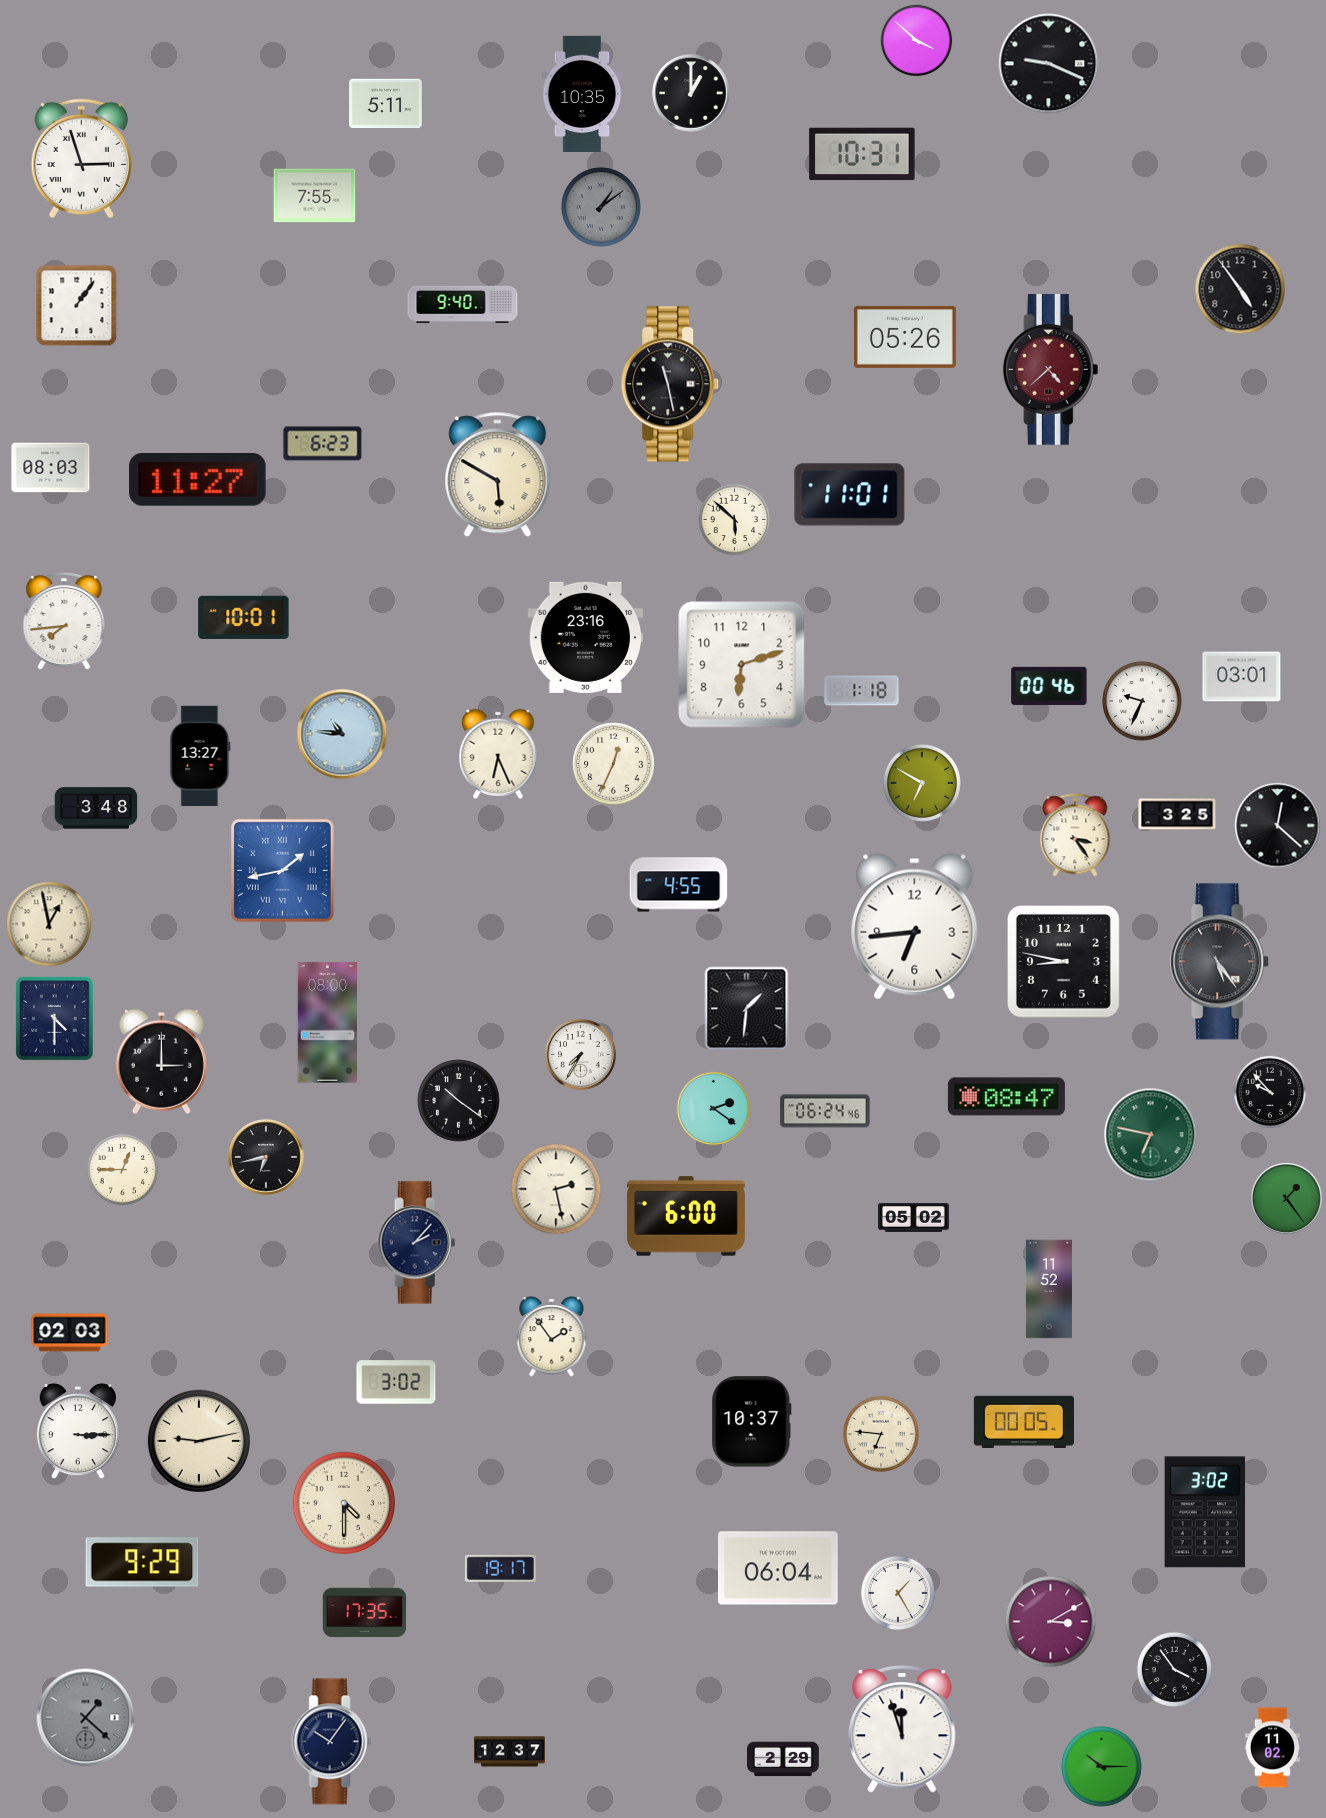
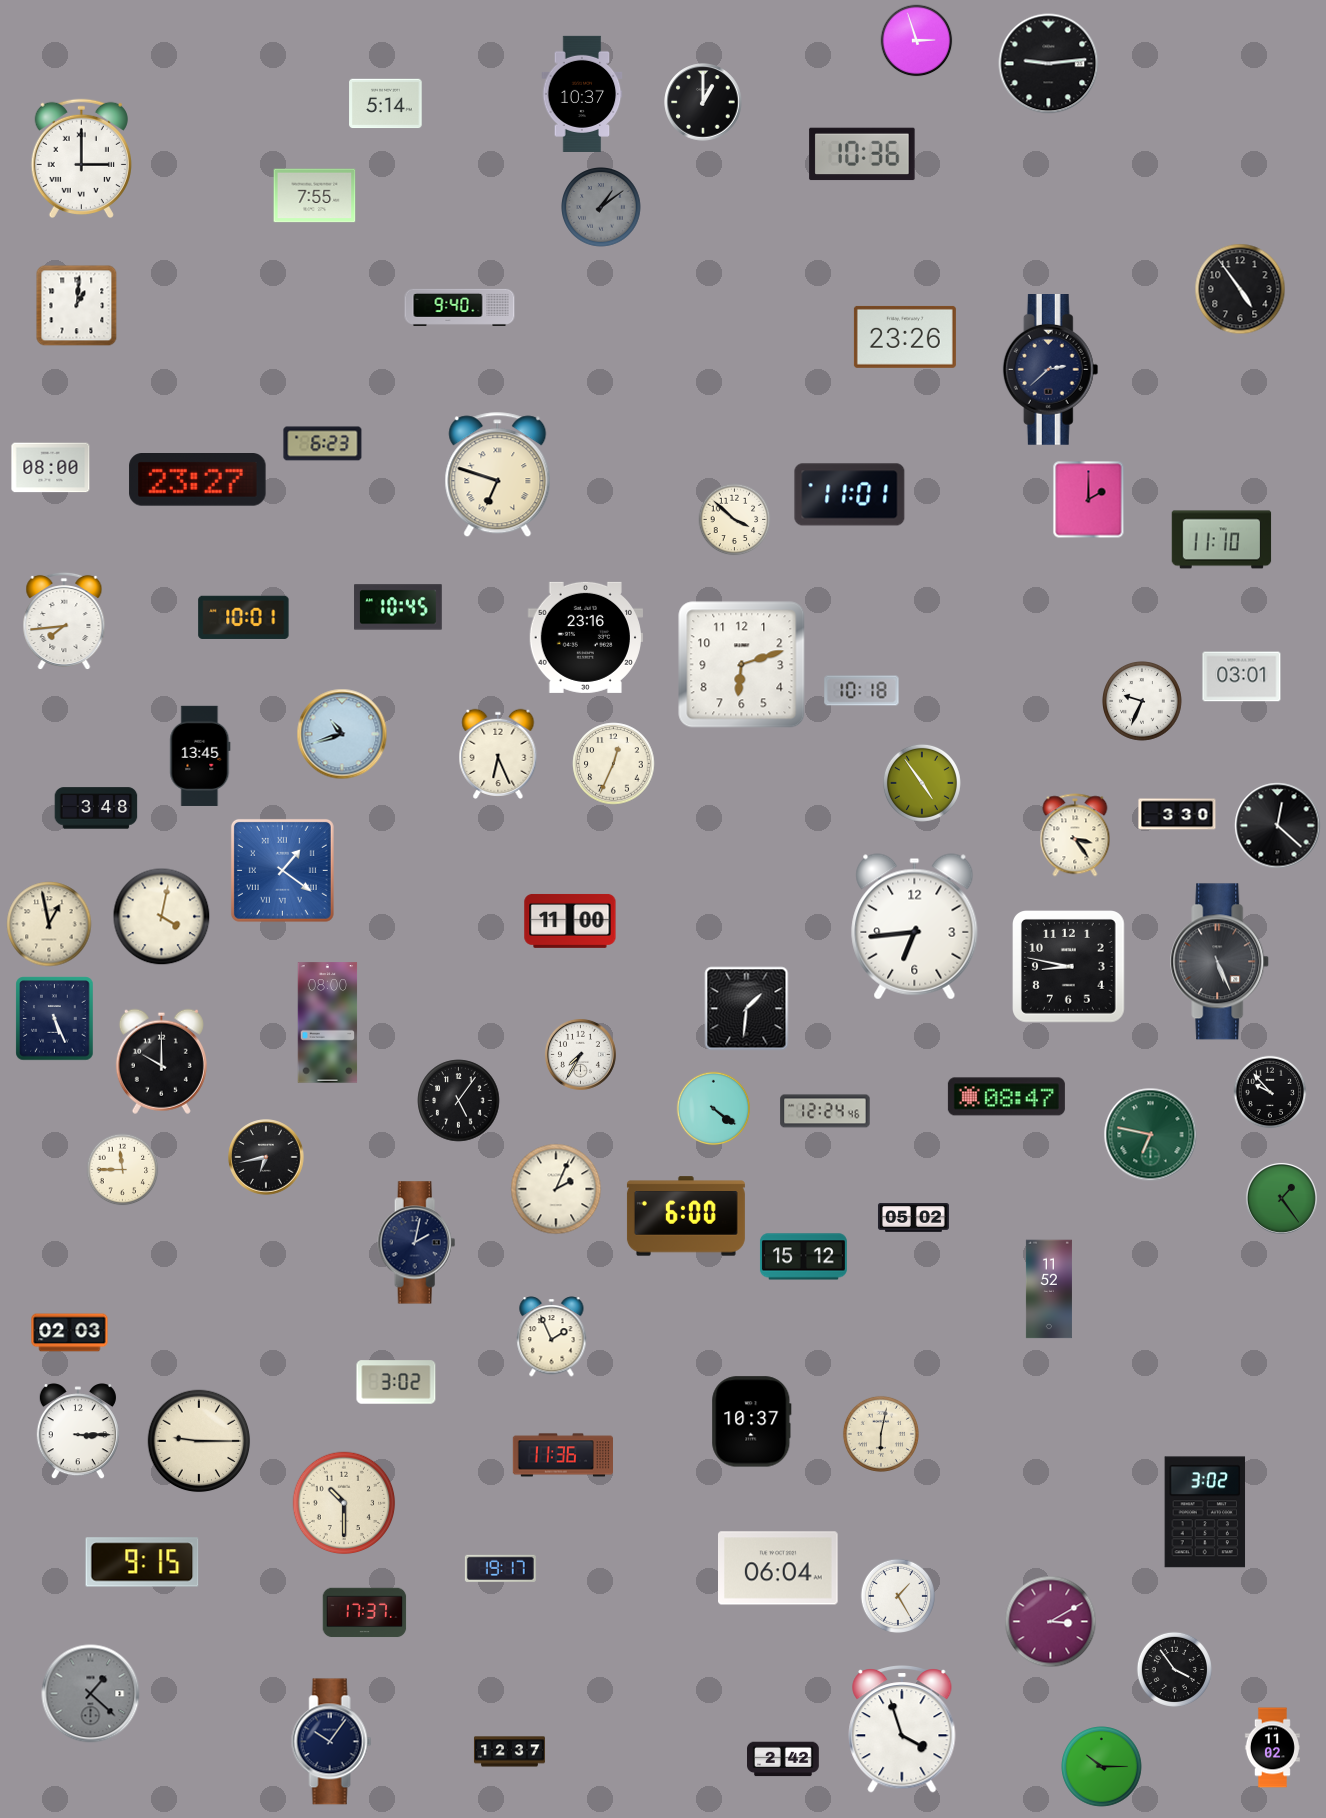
clock at (917, 41): 3:52 -> 2:57
clock at (1049, 64): 9:19 -> 9:14
clock at (691, 93) position: (691, 93) -> (703, 102)
clock at (582, 94): 10:35 -> 10:37
clock at (386, 104): 5:11 -> 5:14
clock at (862, 154): 10:31 -> 10:36
clock at (81, 159): 2:57 -> 3:00
clock at (463, 304) position: (463, 304) -> (460, 307)
clock at (77, 306): 1:06 -> 1:01
clock at (905, 337): 05:26 -> 23:26
clock at (1051, 370): 4:38 -> 2:38
clock at (1051, 370) dial: burgundy -> navy
clock at (670, 384): 11:28 -> none
clock at (51, 468): 08:03 -> 08:00
clock at (498, 475): 5:50 -> 6:48
clock at (198, 480): 11:27 -> 23:27
clock at (1089, 500): none -> 2:00
clock at (735, 520): 5:52 -> 3:52
clock at (1222, 540): none -> 11:10
clock at (398, 607): none -> 10:45
clock at (1049, 686): 00:46 -> none
clock at (862, 691): 1:18 -> 10:18
clock at (342, 734): 10:46 -> 10:42
clock at (200, 755): 13:27 -> 13:45
clock at (922, 783): 6:50 -> 4:54
clock at (1177, 814): 3:25 -> 3:30
clock at (282, 870): 1:43 -> 1:21
clock at (679, 885): 4:55 -> none
clock at (162, 917): none -> 4:02
clock at (570, 921): none -> 11:00
clock at (1064, 962) position: (1064, 962) -> (1069, 967)
clock at (1220, 962): 5:24 -> 5:26
clock at (55, 1019): 4:30 -> 5:26
clock at (161, 1061): 3:00 -> 10:00
clock at (459, 1101): 10:21 -> 5:06
clock at (714, 1109): 2:21 -> 4:21
clock at (825, 1111): 06:24 -> 12:24
clock at (123, 1170): 12:45 -> 11:45
clock at (556, 1189): 2:28 -> 2:04
clock at (1286, 1198) position: (1286, 1198) -> (1281, 1198)
clock at (417, 1243): 2:07 -> 2:02
clock at (803, 1257): none -> 15:12
clock at (552, 1337): 1:54 -> 1:56
clock at (1024, 1422): 00:05 -> none
clock at (881, 1434): 6:46 -> 6:02
clock at (199, 1441): 9:13 -> 9:15
clock at (562, 1455): none -> 11:36
clock at (344, 1503): 4:30 -> 10:30
clock at (142, 1562): 9:29 -> 9:15
clock at (897, 1592) position: (897, 1592) -> (897, 1595)
clock at (365, 1613): 17:35 -> 17:37
clock at (86, 1718) position: (86, 1718) -> (91, 1694)
clock at (902, 1730): 11:57 -> 3:57
clock at (784, 1759): 2:29 -> 2:42
